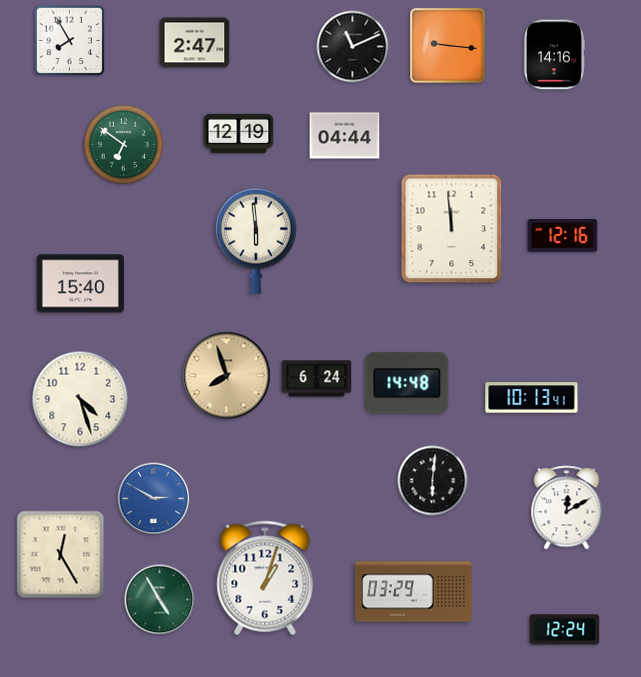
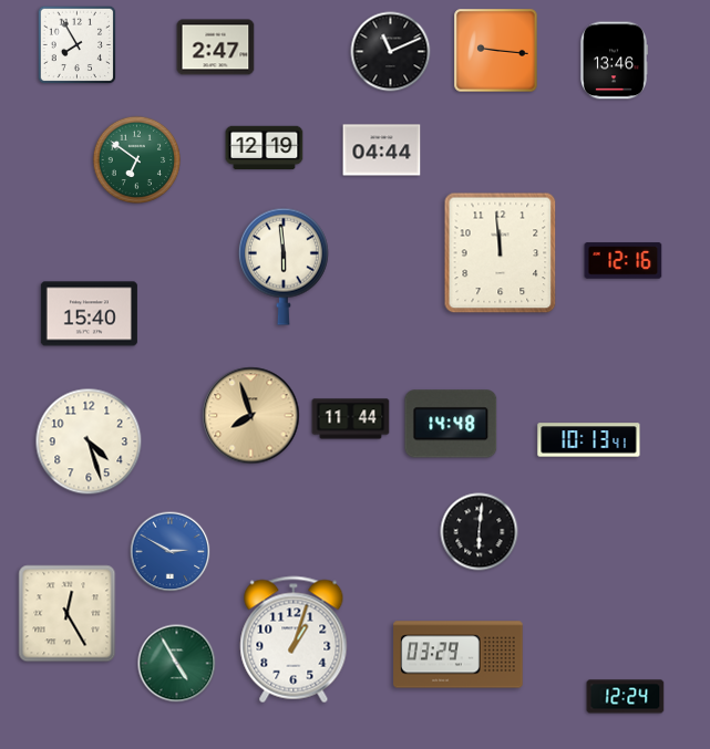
clock at (553, 55): 14:16 -> 13:46
clock at (317, 379): 6:24 -> 11:44
clock at (567, 508): 12:10 -> none
